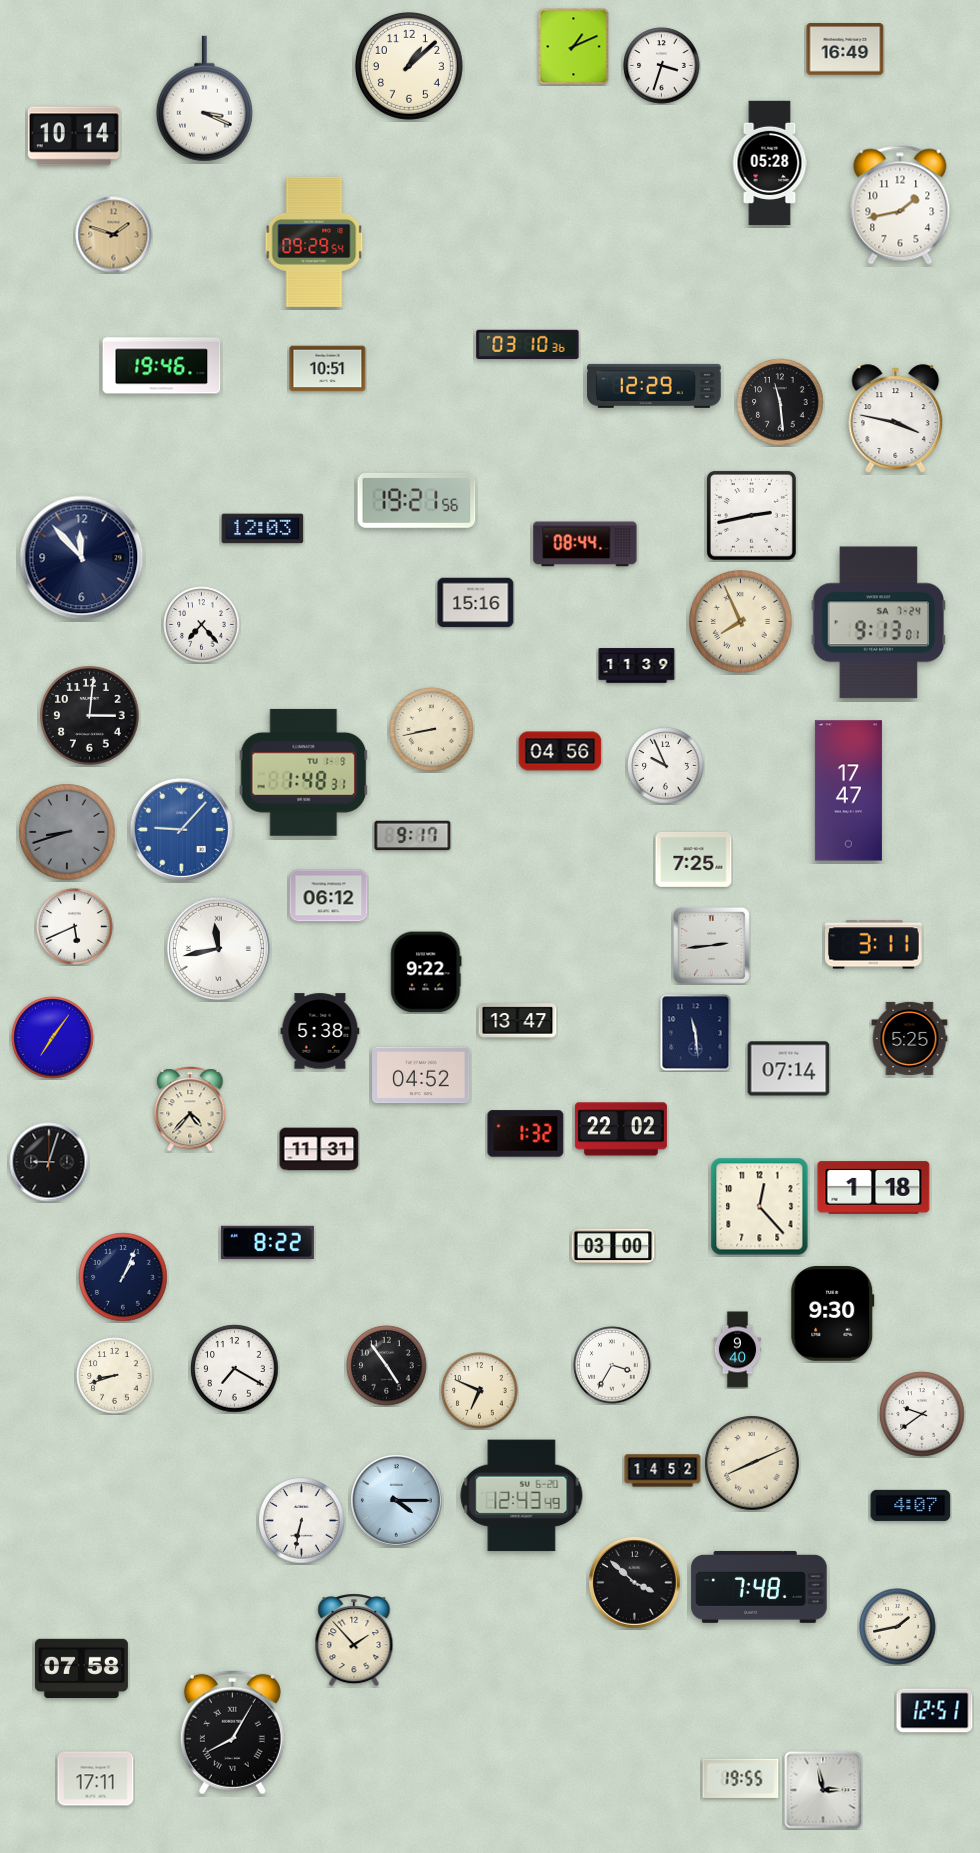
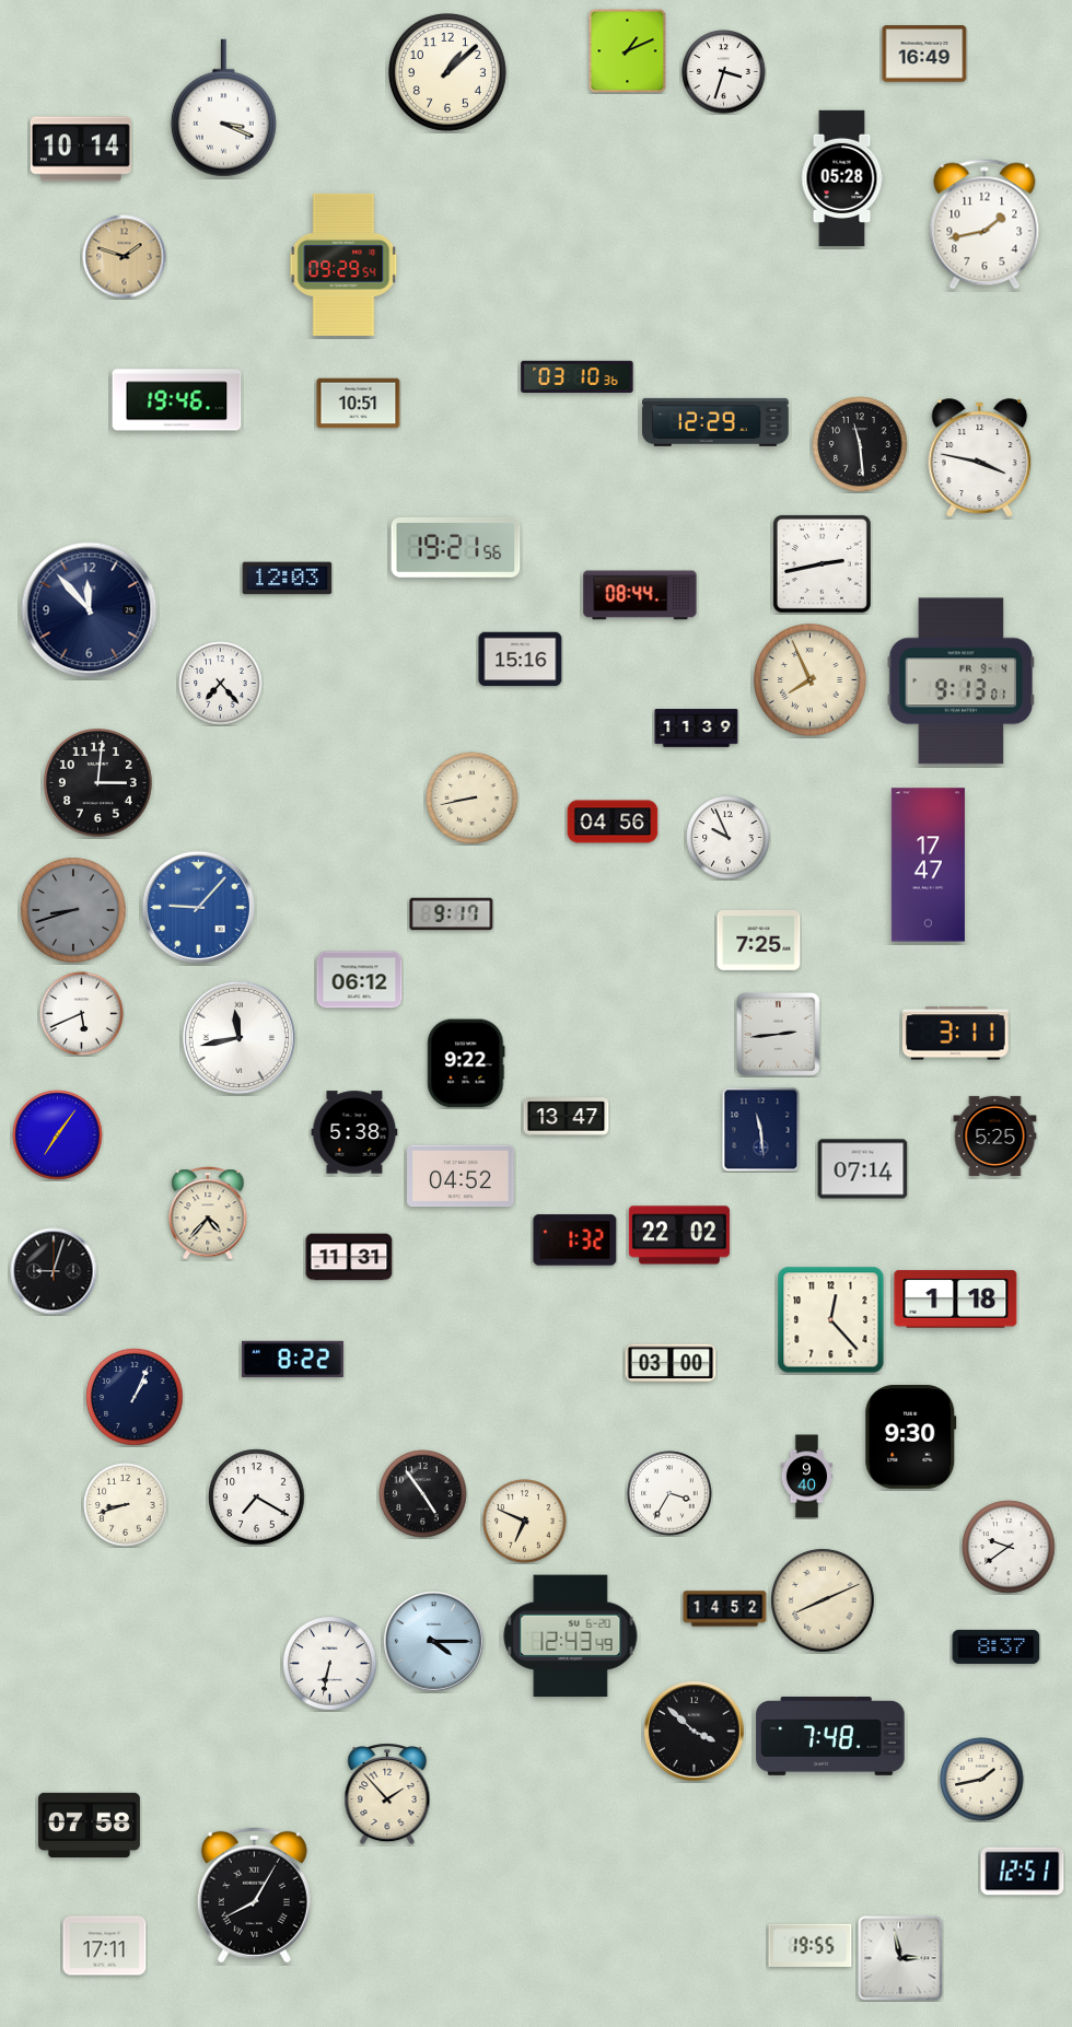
clock at (780, 402) position: (780, 402) -> (860, 444)
clock at (879, 623) date: SA 7-24 -> FR 9-4
clock at (304, 772): 1:48 -> none
clock at (320, 1031) position: (320, 1031) -> (354, 1132)
clock at (911, 1505): 4:07 -> 8:37
